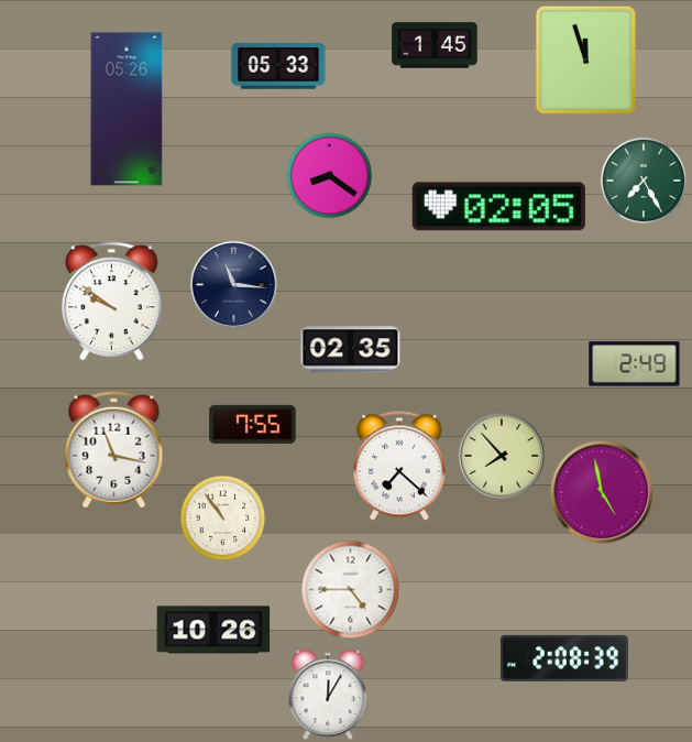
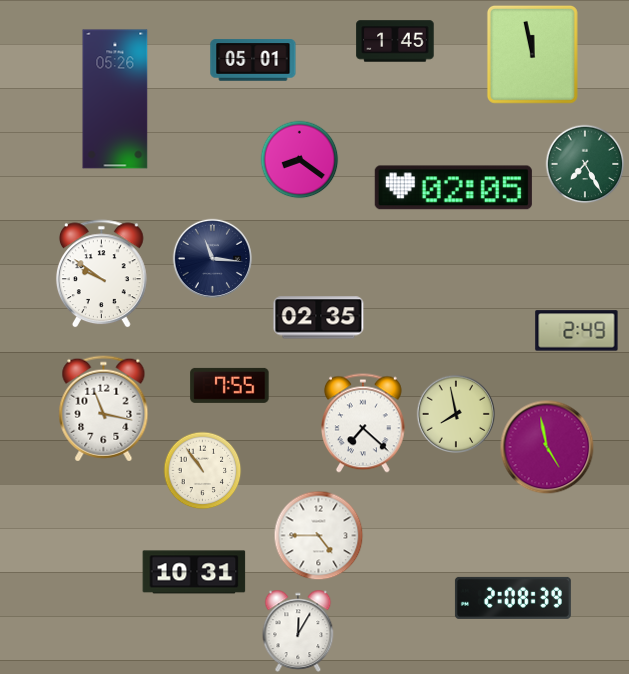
clock at (585, 59): 11:57 -> 11:58
clock at (278, 66): 05:33 -> 05:01
clock at (501, 455): 7:53 -> 7:58
clock at (213, 630): 10:26 -> 10:31
